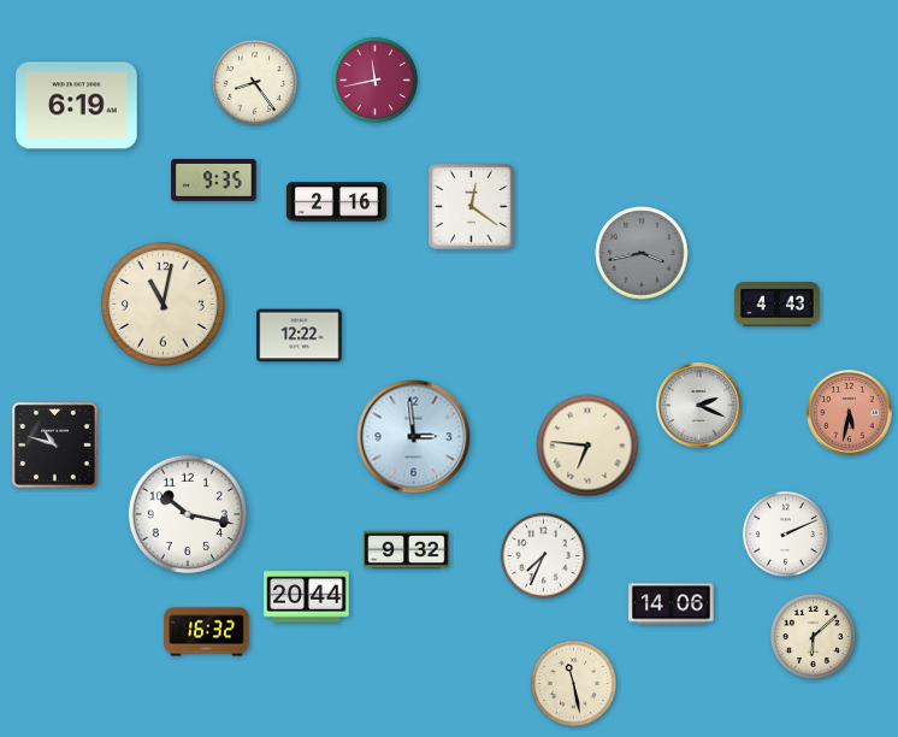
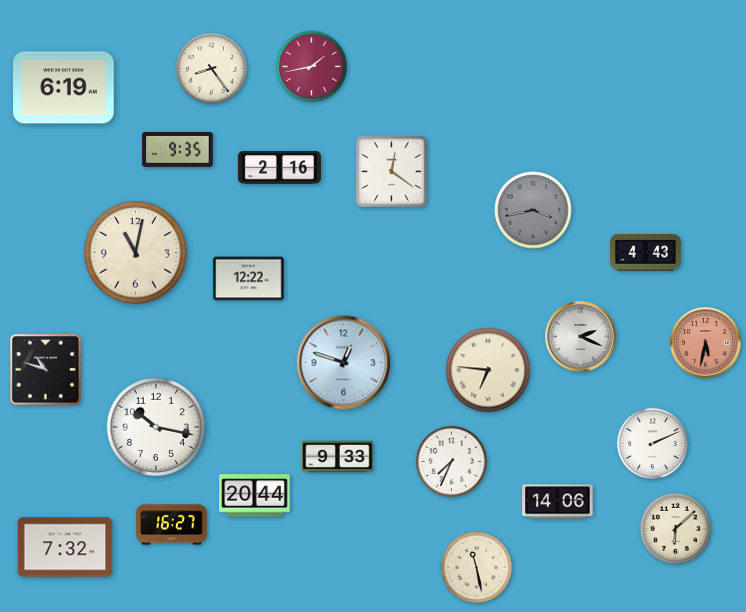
clock at (374, 79): 11:43 -> 1:43
clock at (414, 437): 2:59 -> 12:48
clock at (407, 550): 9:32 -> 9:33
clock at (207, 632): 16:32 -> 16:27
clock at (65, 547): none -> 7:32
